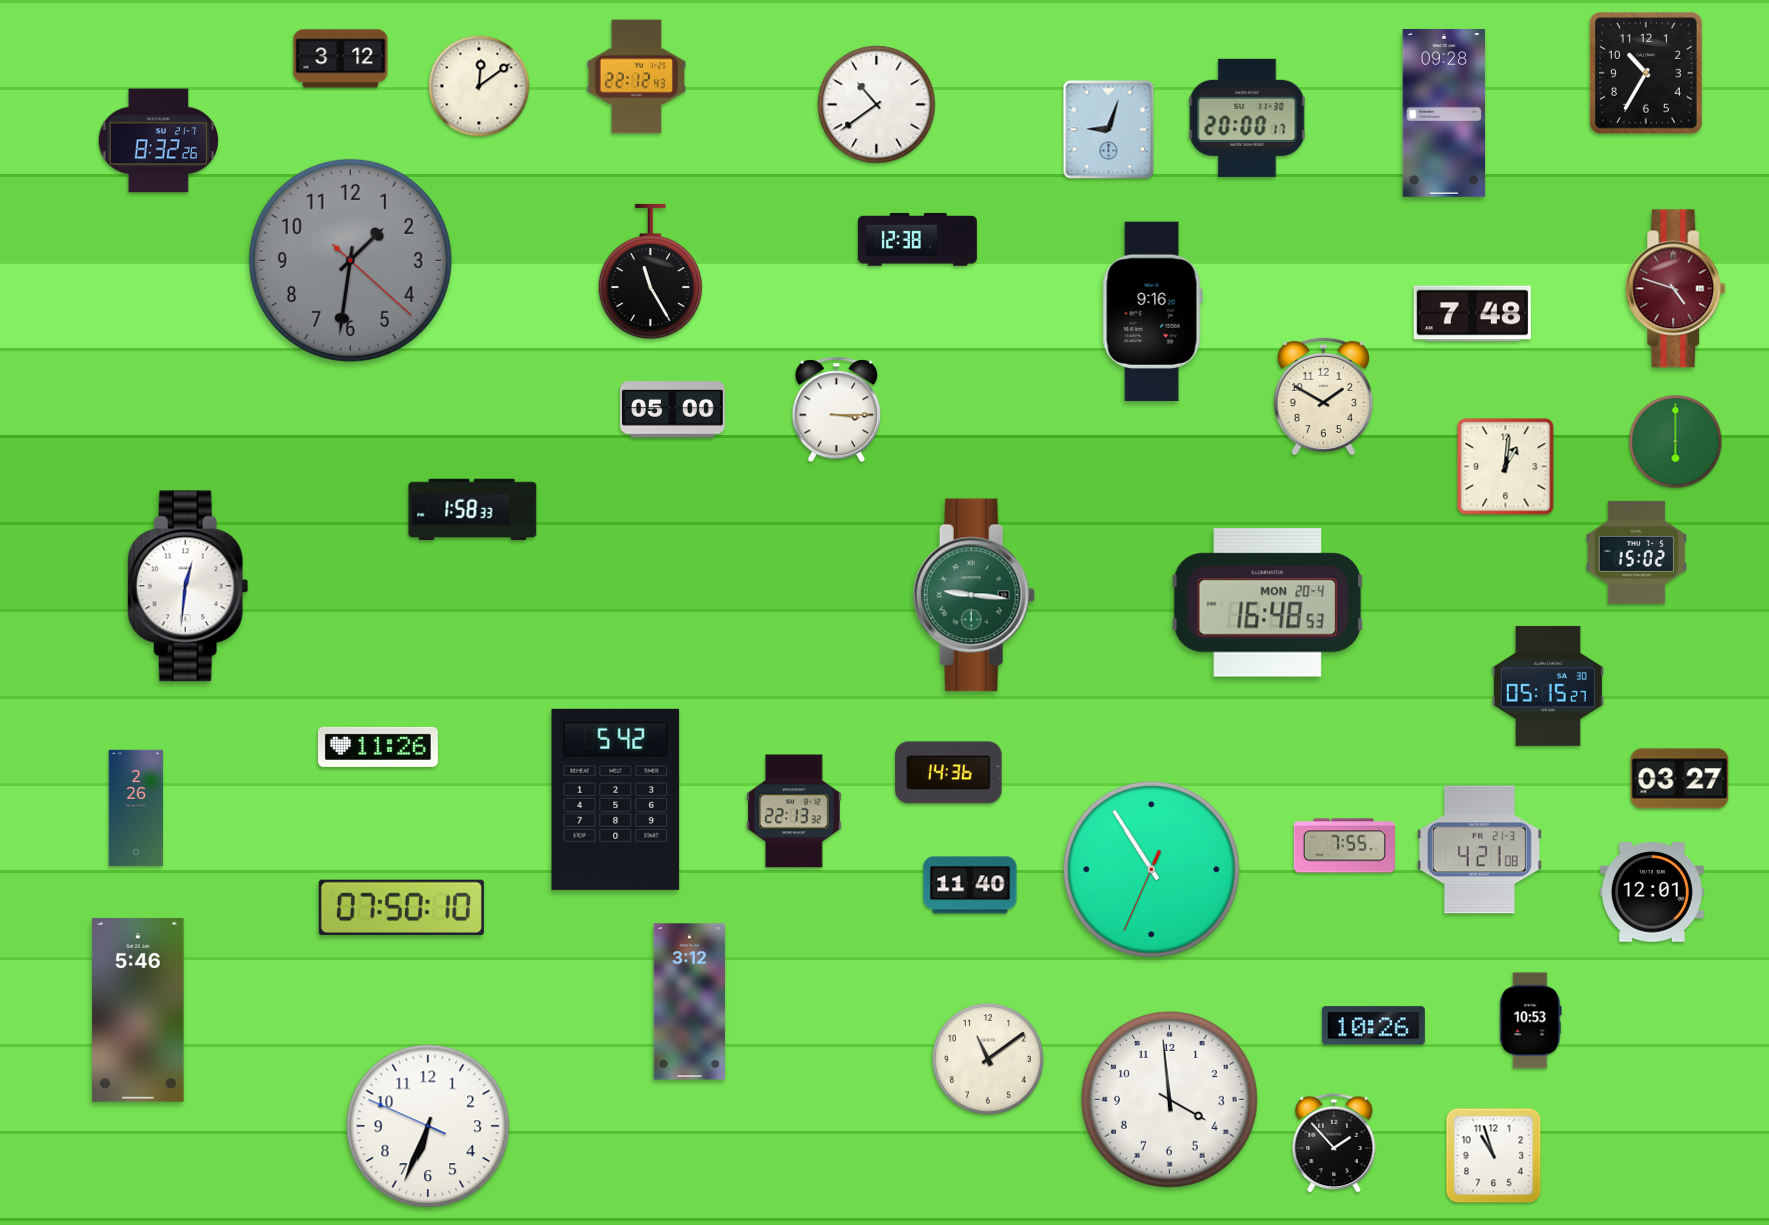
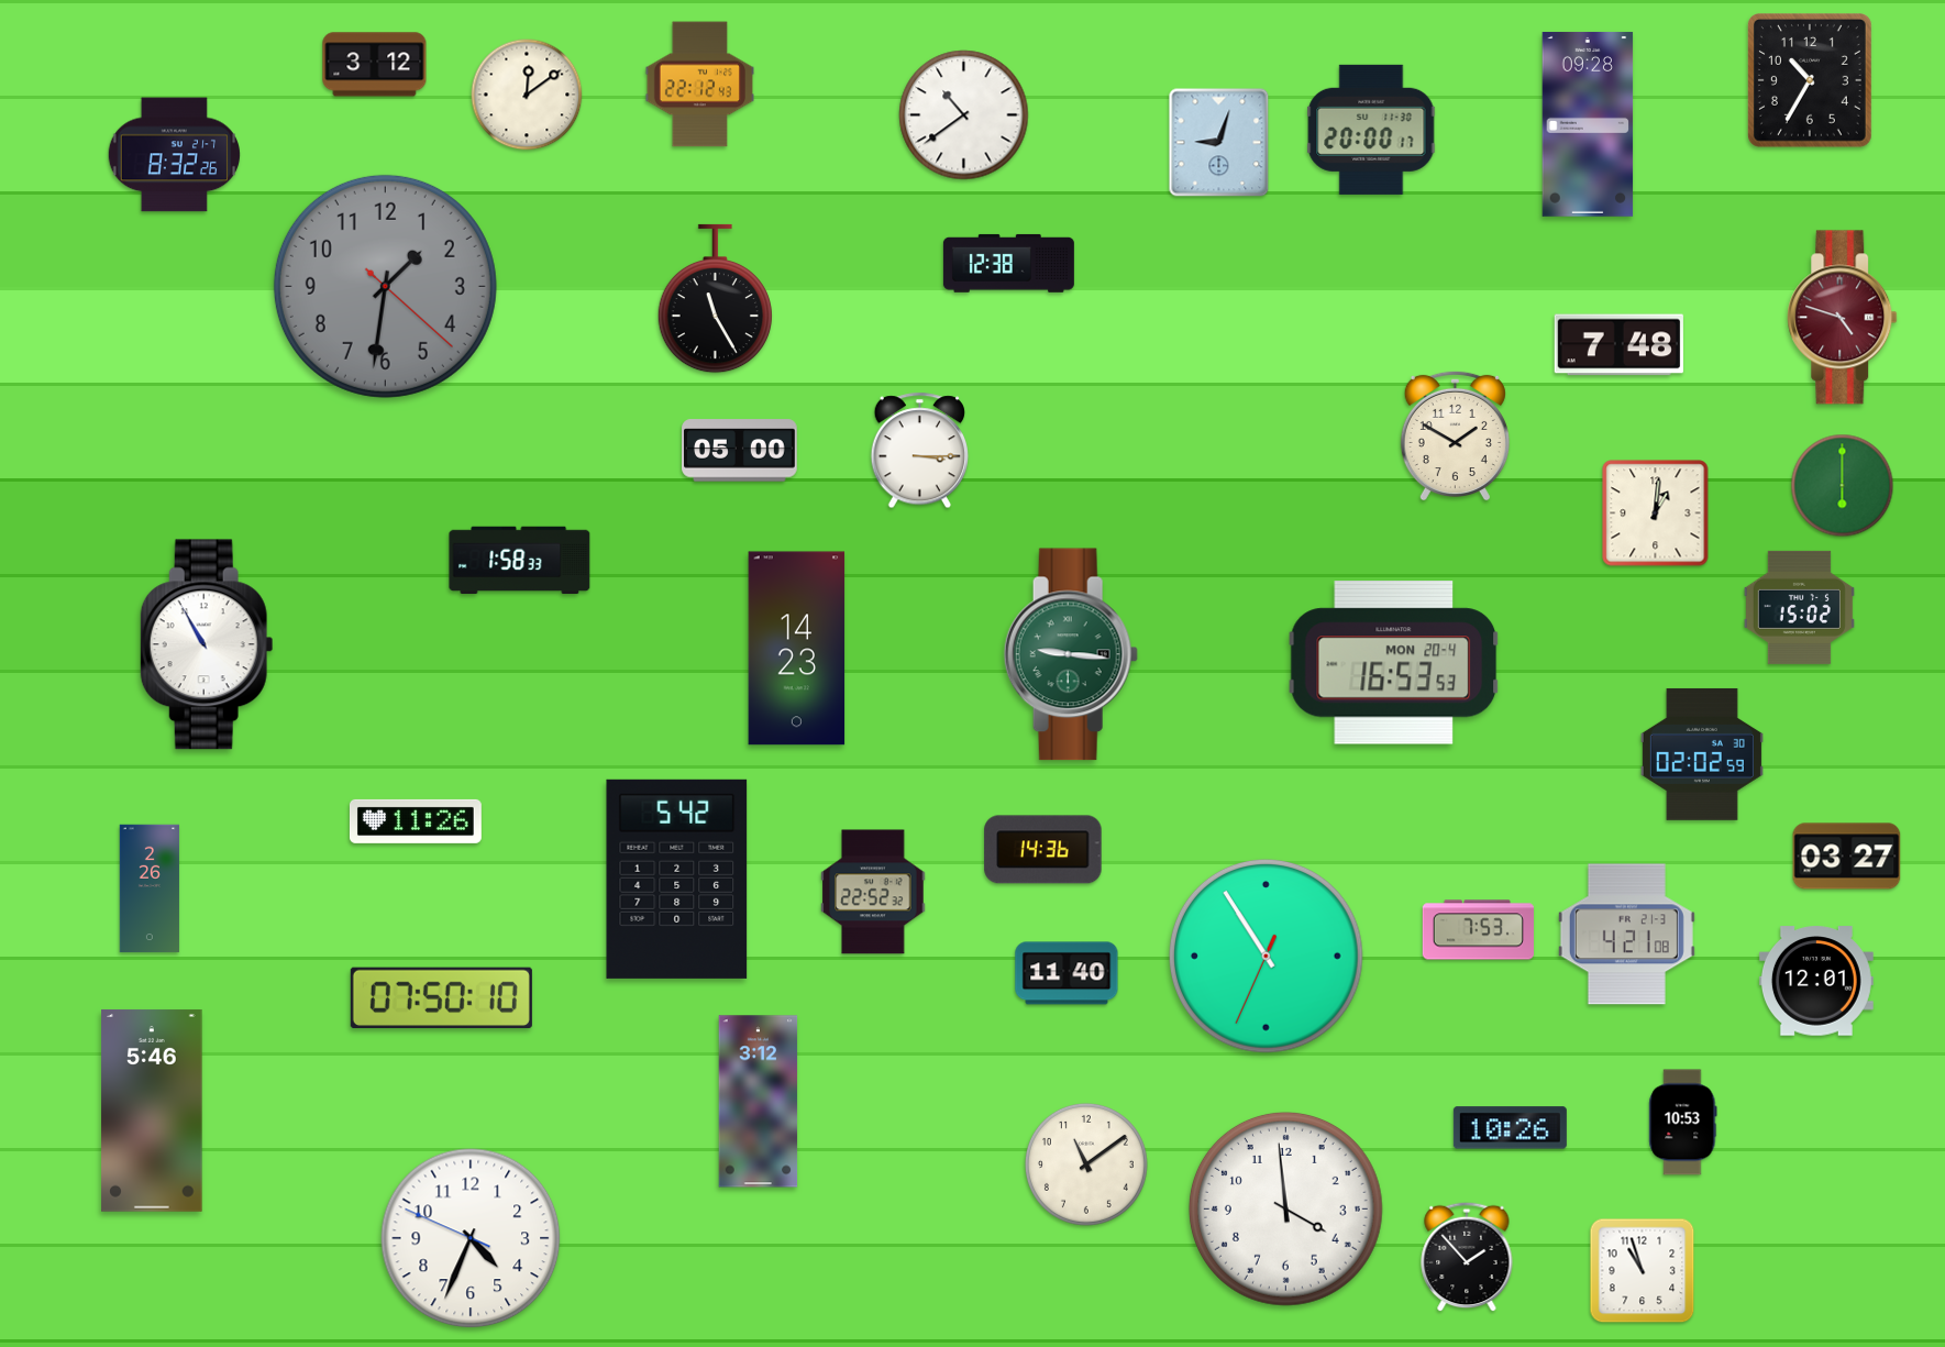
clock at (1152, 311): 9:16 -> none
clock at (188, 586): 12:31 -> 10:55
clock at (797, 649): none -> 14:23
clock at (1268, 603): 16:48 -> 16:53
clock at (1548, 686): 05:15 -> 02:02
clock at (794, 811): 22:13 -> 22:52
clock at (1344, 846): 7:55 -> 7:53
clock at (428, 1126): 6:33 -> 4:33
